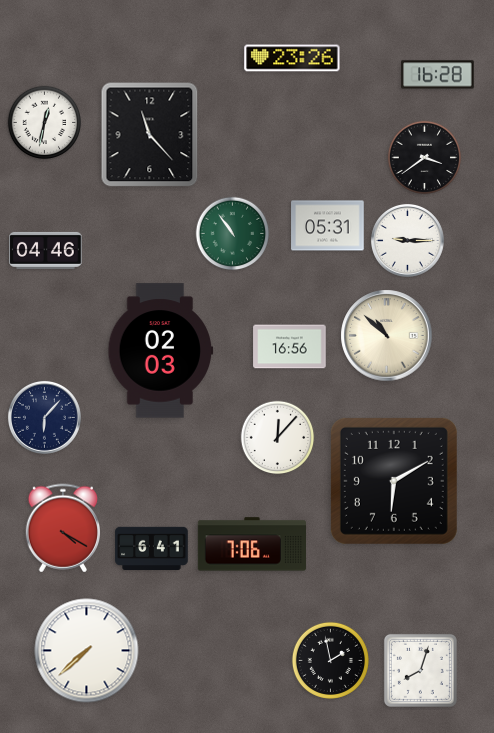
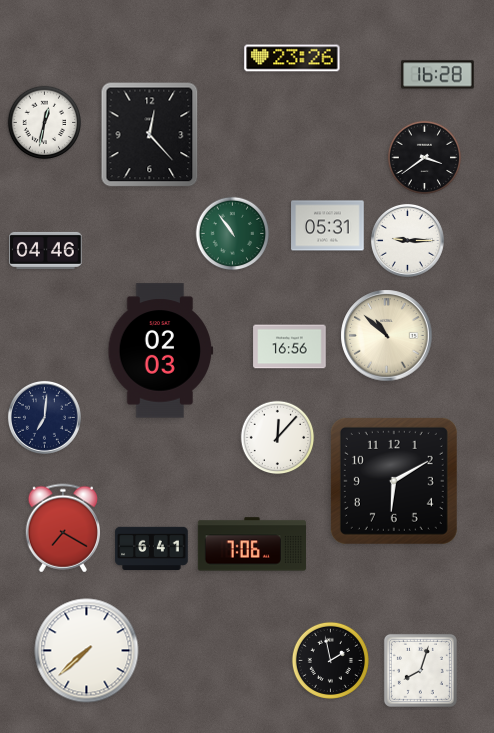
clock at (150, 135): 11:23 -> 12:23
clock at (44, 417): 6:07 -> 7:01
clock at (62, 528): 4:20 -> 7:20
